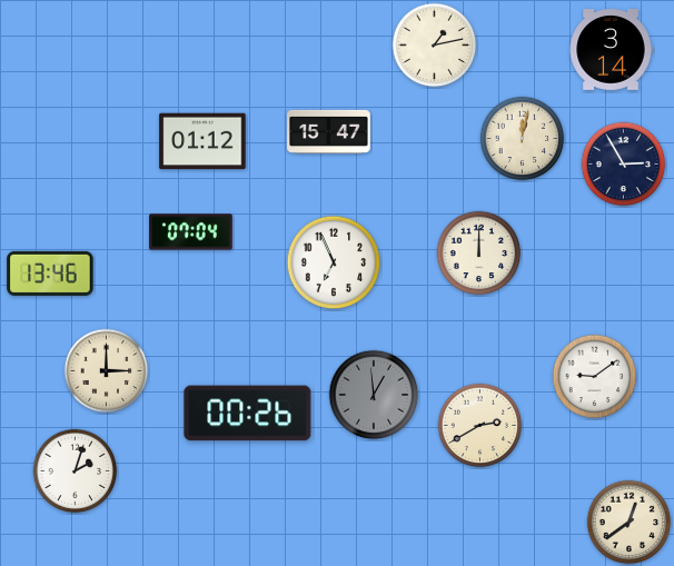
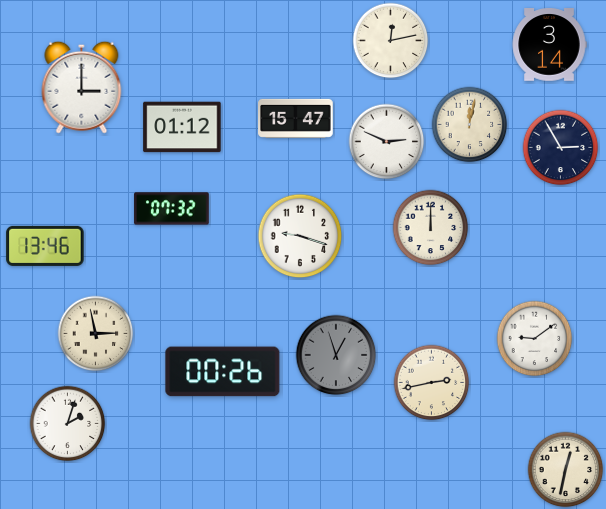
clock at (435, 46): 1:13 -> 12:13
clock at (82, 87): none -> 3:00
clock at (387, 142): none -> 2:49
clock at (191, 232): 07:04 -> 07:32
clock at (334, 262): 6:56 -> 9:18
clock at (107, 371): 3:00 -> 2:58
clock at (374, 395): 12:59 -> 12:57
clock at (480, 426): 2:40 -> 2:43
clock at (630, 523): 12:39 -> 12:32
